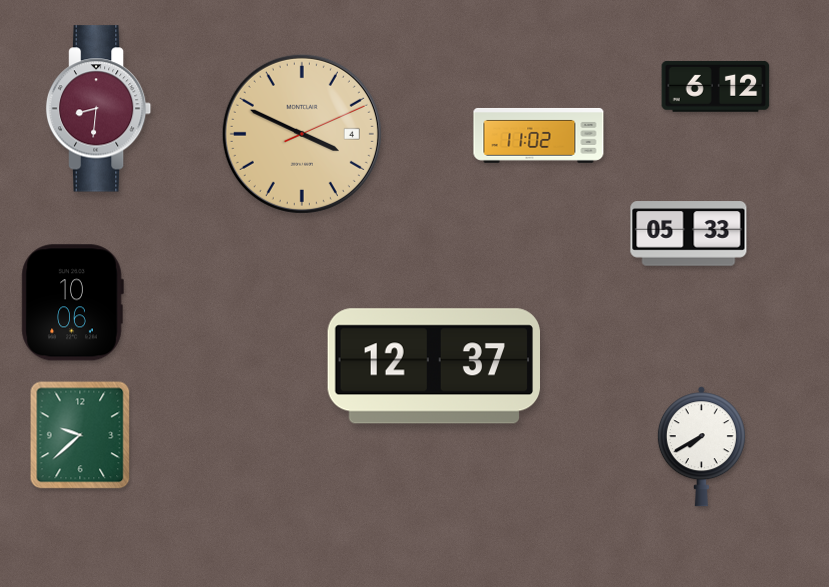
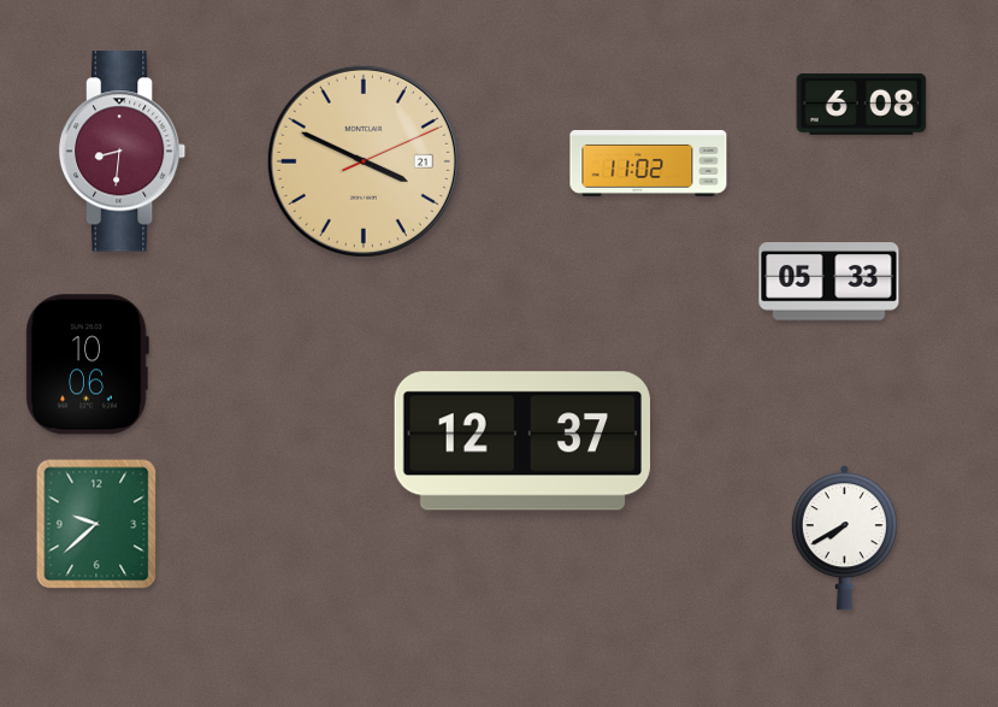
clock at (716, 86): 6:12 -> 6:08
clock at (99, 109) position: (99, 109) -> (123, 152)
clock at (302, 134) date: 4 -> 21
